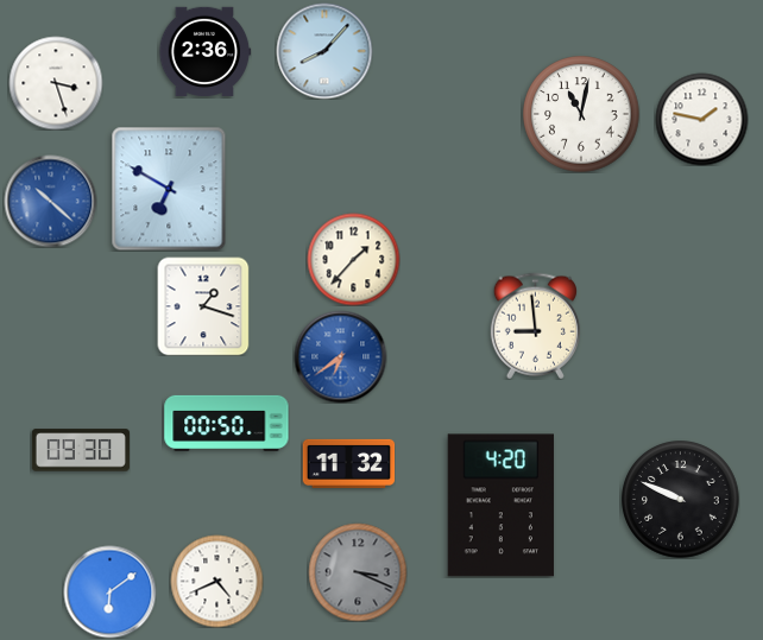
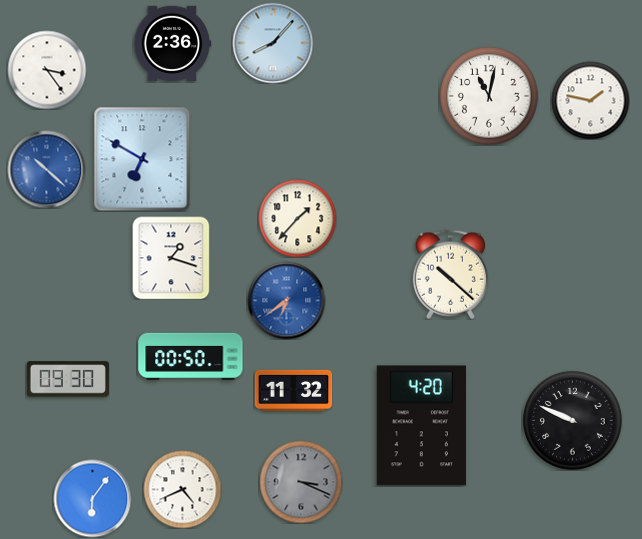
clock at (56, 83): 3:27 -> 3:24
clock at (50, 201) position: (50, 201) -> (46, 169)
clock at (535, 325): 8:59 -> 10:22
clock at (109, 591): 6:09 -> 6:06
